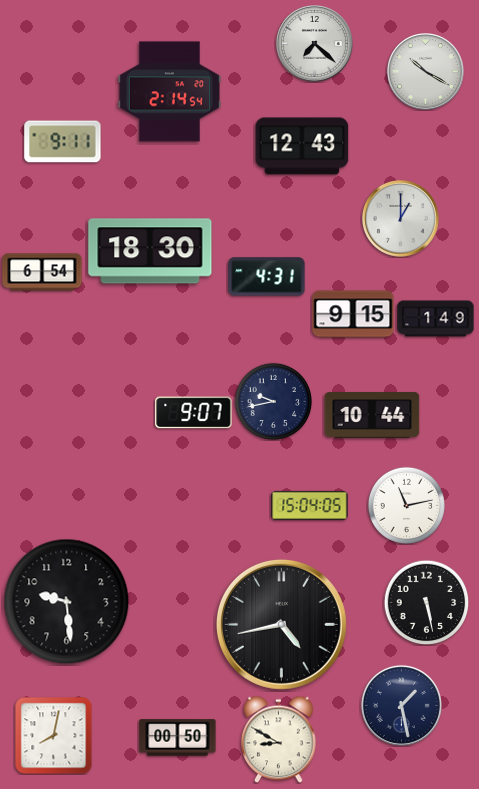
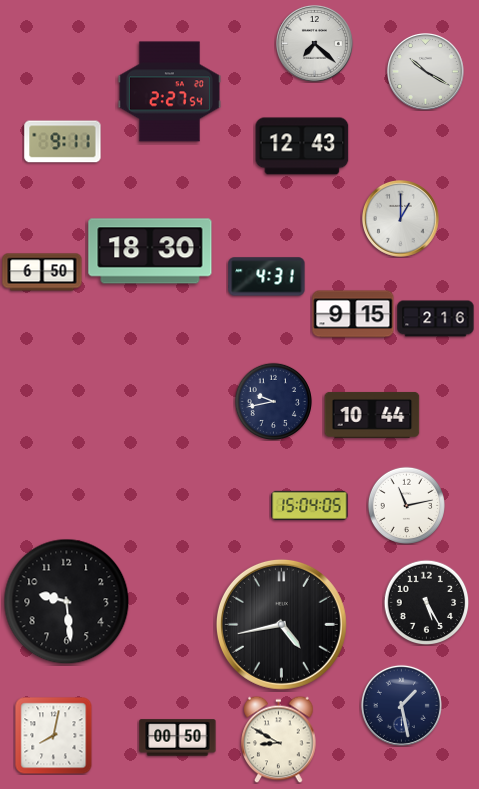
clock at (169, 92): 2:14 -> 2:27
clock at (42, 272): 6:54 -> 6:50
clock at (436, 319): 1:49 -> 2:16
clock at (194, 413): 9:07 -> none
clock at (426, 602): 5:28 -> 5:25
